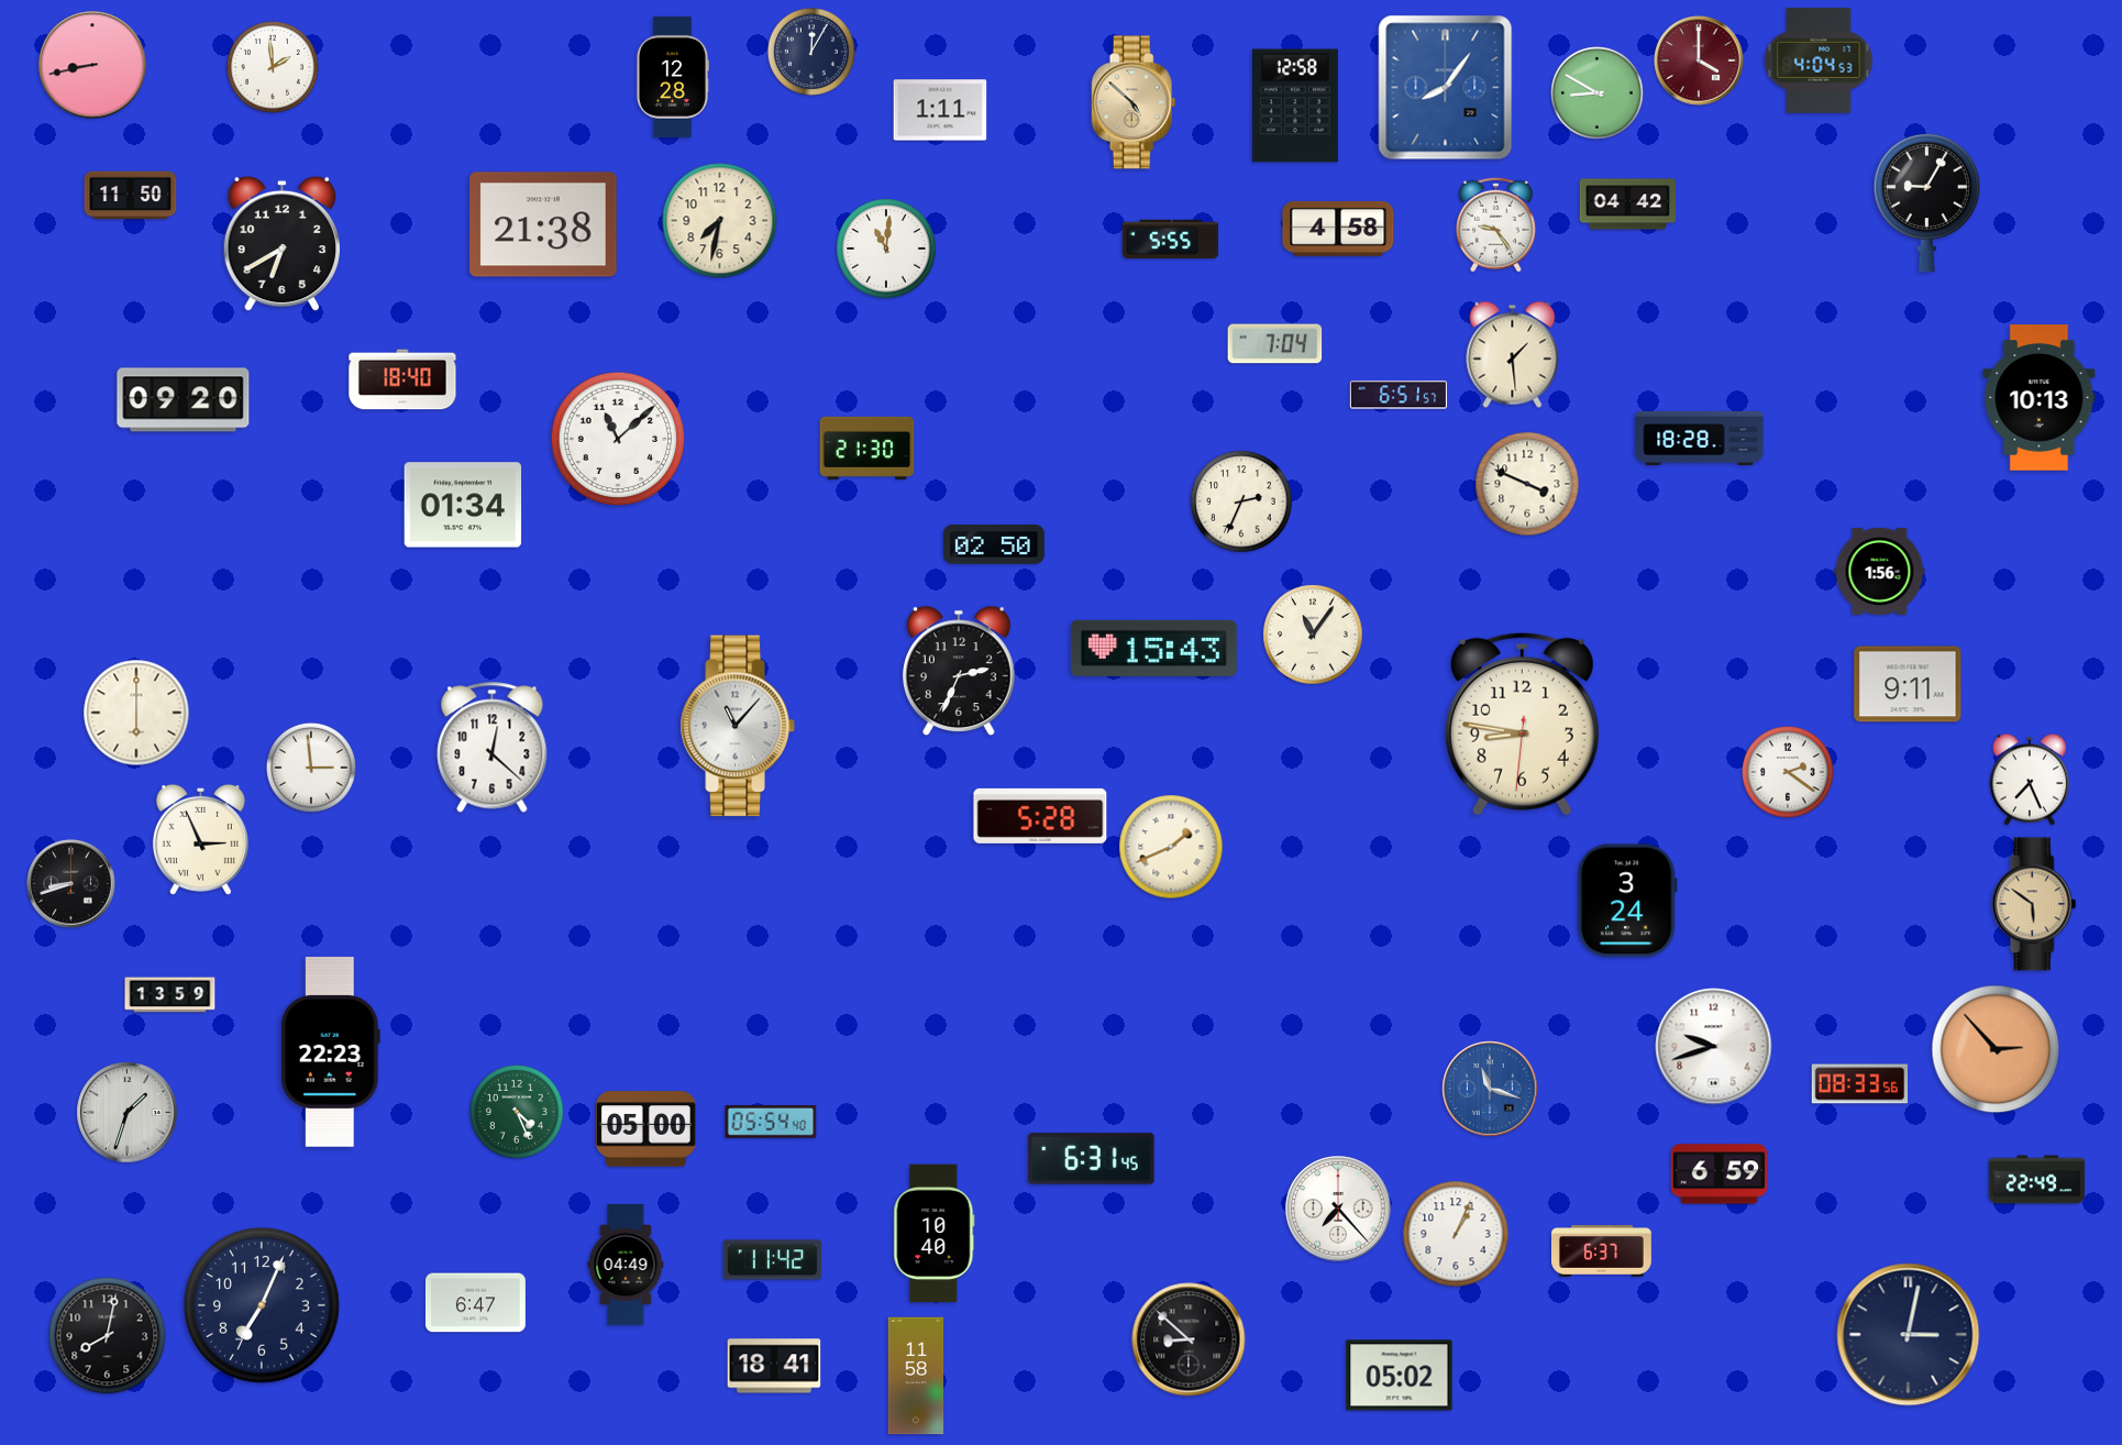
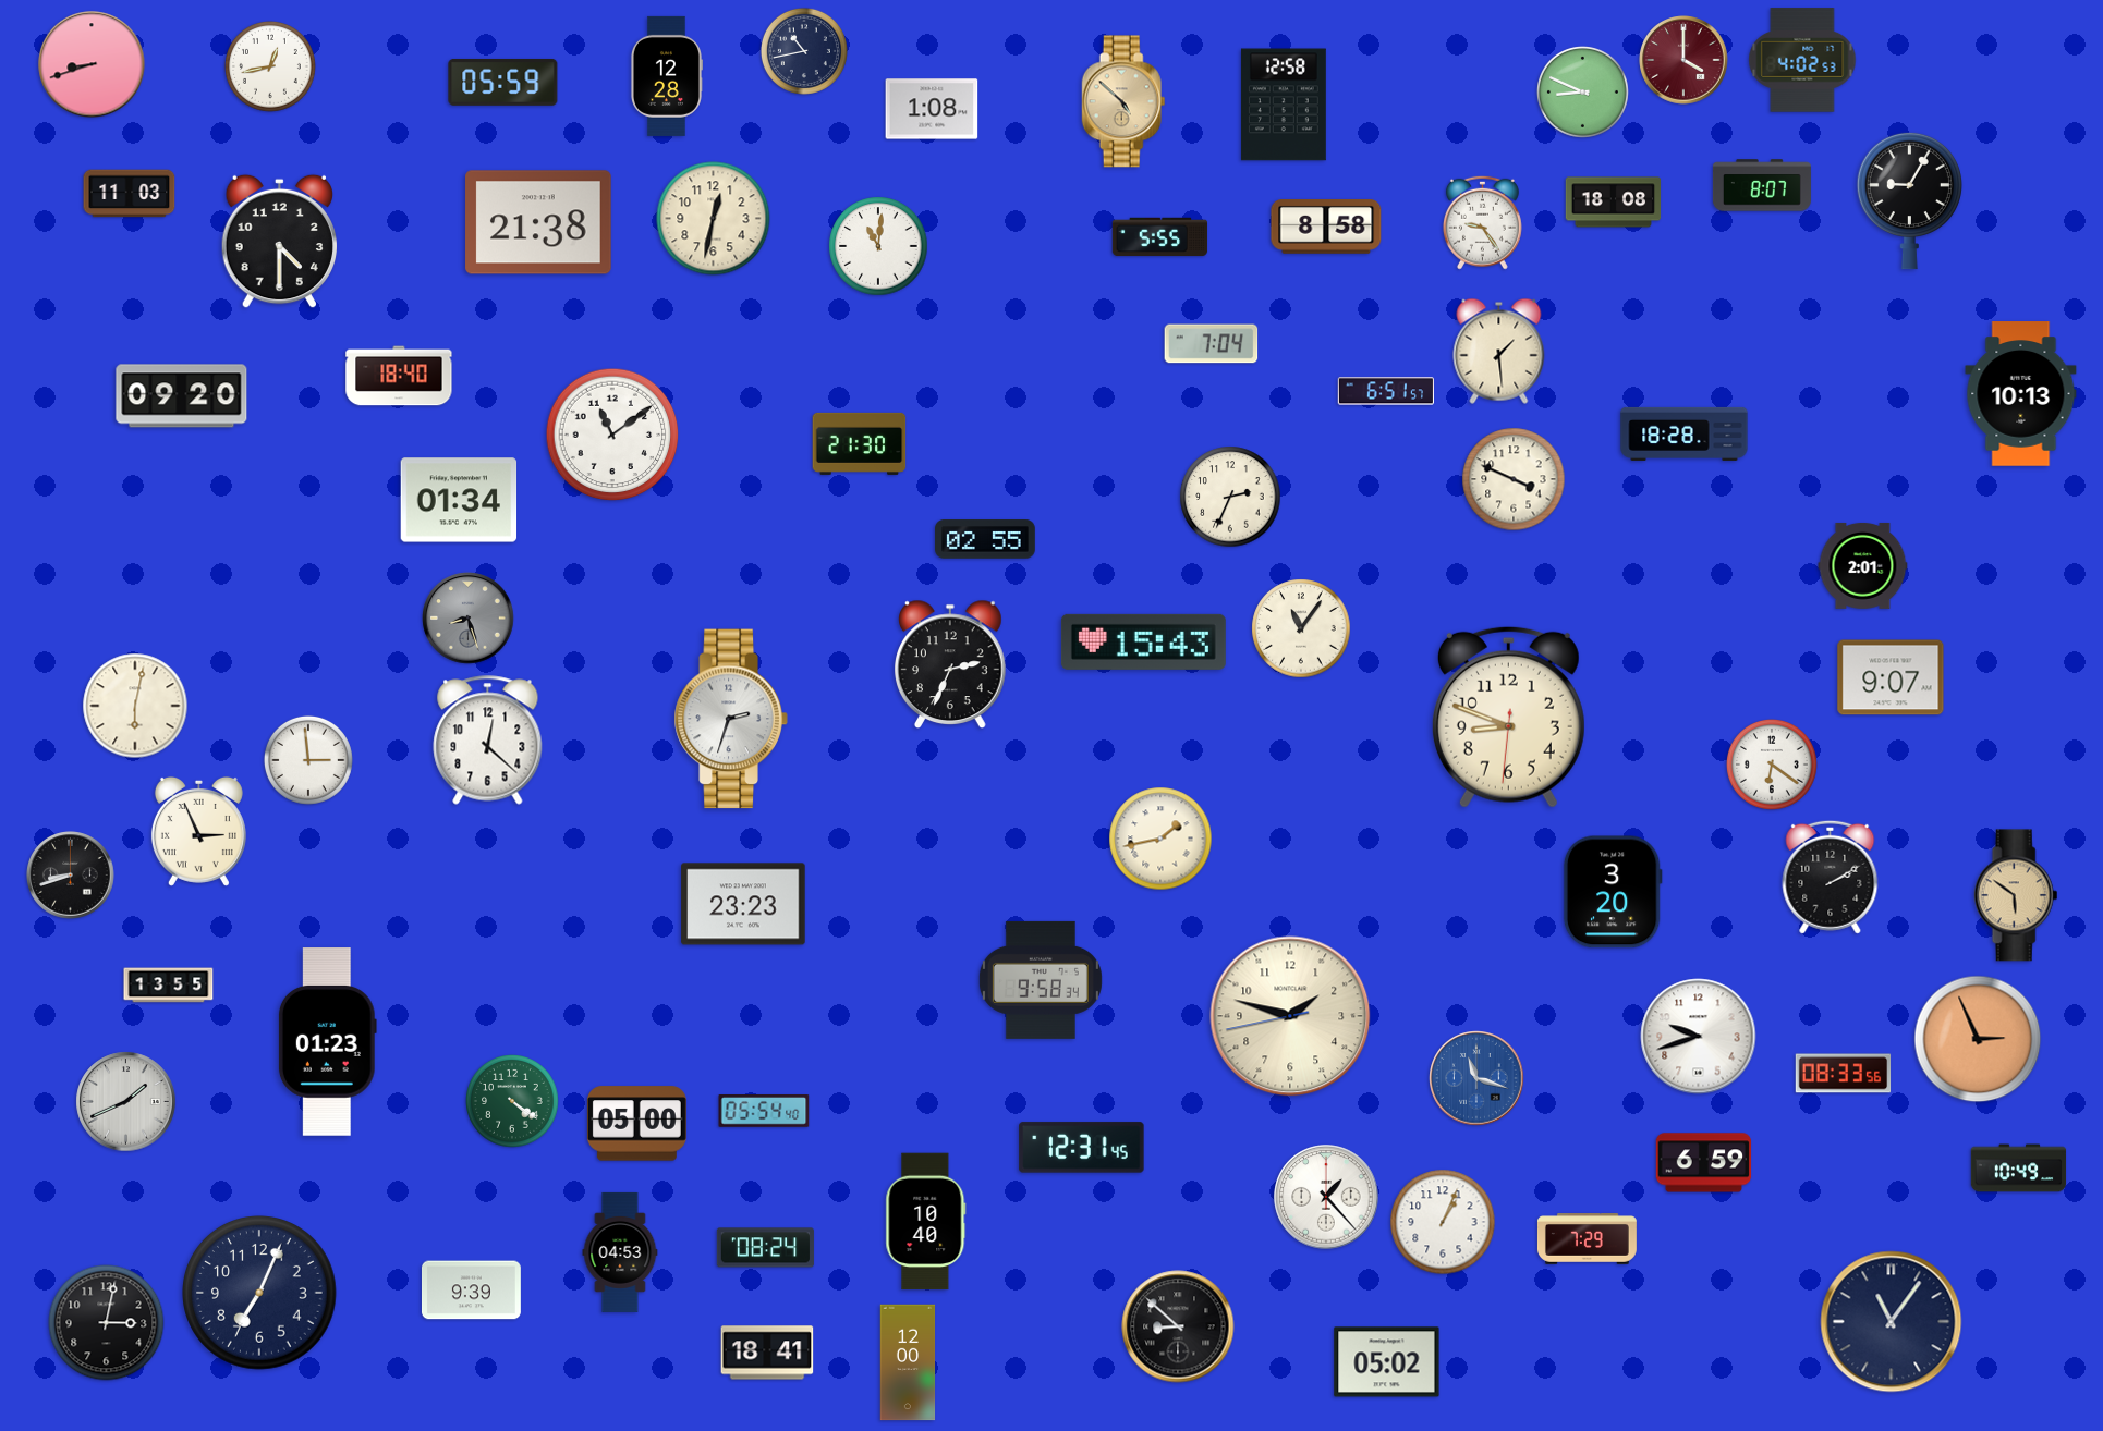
clock at (811, 52): 12:05 -> 10:43
clock at (1819, 60): 4:04 -> 4:02
clock at (92, 65): 8:43 -> 8:42
clock at (273, 67): 1:59 -> 12:43
clock at (503, 82): none -> 05:59
clock at (1446, 88): 8:06 -> none
clock at (1598, 93): 8:50 -> 8:49
clock at (940, 110): 1:11 -> 1:08
clock at (1762, 185): none -> 8:07
clock at (131, 196): 11:50 -> 11:03
clock at (1628, 205): 04:42 -> 18:08
clock at (720, 221): 7:32 -> 12:32
clock at (1338, 229): 4:58 -> 8:58
clock at (281, 244): 6:40 -> 4:30
clock at (1275, 344) position: (1275, 344) -> (1212, 344)
clock at (618, 439): 11:08 -> 11:09
clock at (995, 544): 02:50 -> 02:55
clock at (1880, 571): 1:56 -> 2:01
clock at (469, 619): none -> 8:27
clock at (1908, 684): 9:11 -> 9:07
clock at (136, 713): 6:00 -> 6:02
clock at (1522, 724): 8:46 -> 8:48
clock at (738, 726): 11:07 -> 2:33
clock at (1788, 772): 2:21 -> 6:21
clock at (2029, 780): 7:26 -> none
clock at (1040, 816): 5:28 -> none
clock at (1171, 847): 1:41 -> 1:43
clock at (1831, 877): none -> 2:10
clock at (1627, 901): 3:24 -> 3:20
clock at (743, 904): none -> 23:23
clock at (1041, 980): none -> 9:58
clock at (170, 995): 13:59 -> 13:55
clock at (1290, 1016): none -> 1:47
clock at (1996, 1049): 2:53 -> 2:56
clock at (330, 1052): 22:23 -> 01:23
clock at (128, 1113): 1:33 -> 1:41
clock at (518, 1113): 4:26 -> 4:21
clock at (645, 1129) position: (645, 1129) -> (636, 1124)
clock at (1092, 1159): 6:31 -> 12:31
clock at (2037, 1180): 22:49 -> 10:49
clock at (1338, 1209): 7:23 -> 1:23
clock at (1601, 1251): 6:37 -> 7:29
clock at (772, 1260): 11:42 -> 08:24
clock at (626, 1265): 04:49 -> 04:53
clock at (475, 1303): 6:47 -> 9:39
clock at (1909, 1335): 3:02 -> 11:06
clock at (108, 1336): 8:02 -> 3:02
clock at (916, 1376): 11:58 -> 12:00
